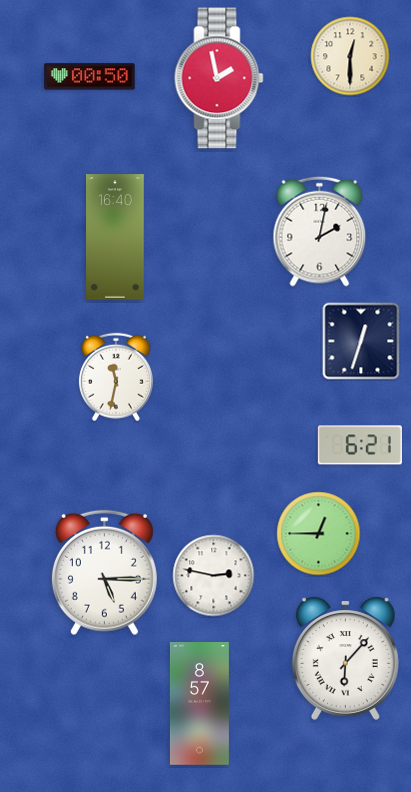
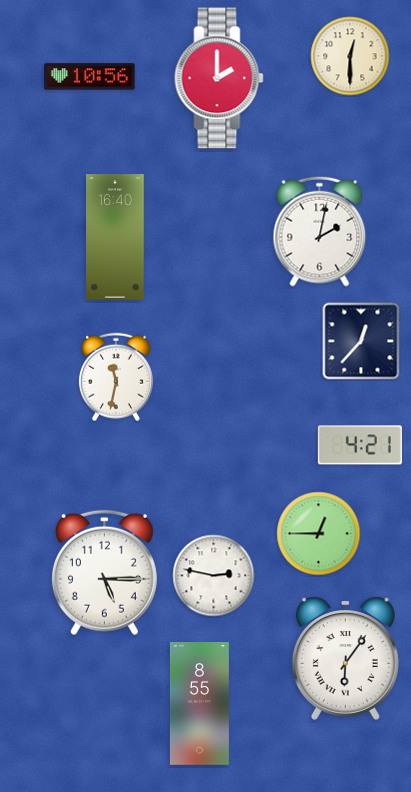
clock at (90, 77): 00:50 -> 10:56
clock at (219, 78): 1:58 -> 2:00
clock at (361, 341): 12:33 -> 12:37
clock at (360, 445): 6:21 -> 4:21
clock at (345, 658): 6:07 -> 6:06
clock at (199, 704): 8:57 -> 8:55
